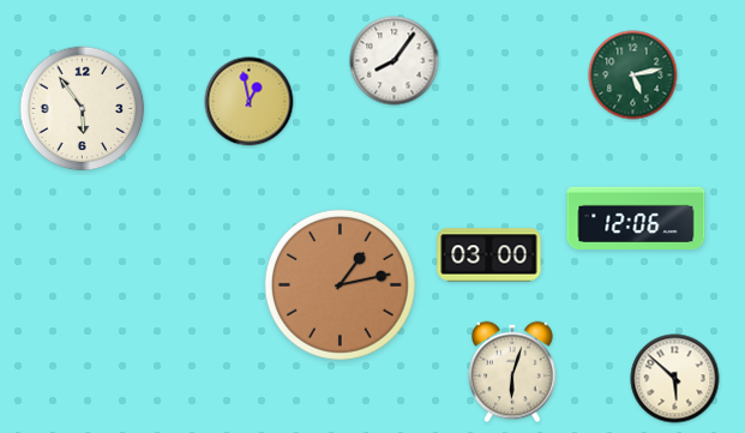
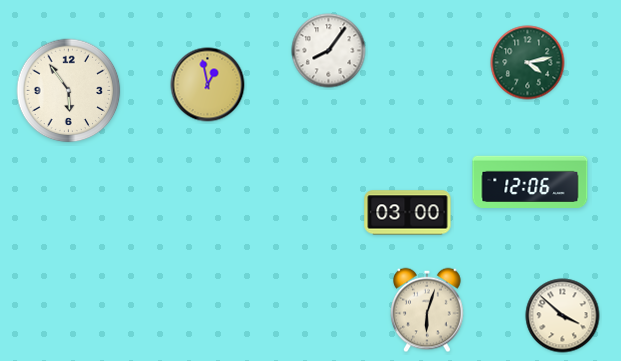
clock at (633, 76): 5:13 -> 4:13
clock at (340, 284): 1:13 -> none
clock at (675, 379): 5:52 -> 3:52
